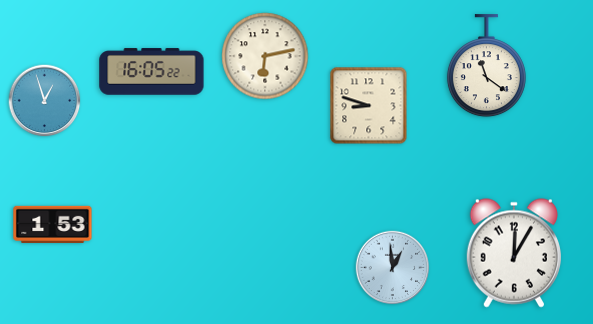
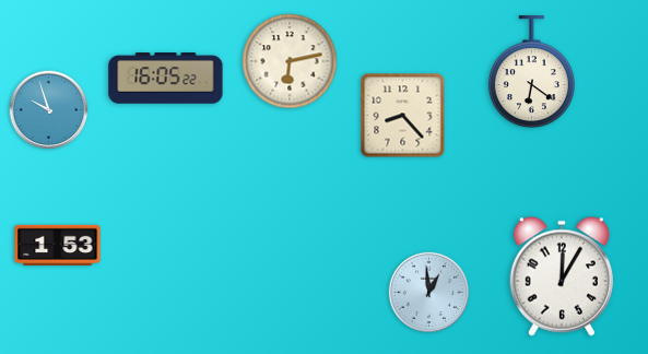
clock at (486, 66): 11:21 -> 6:21
clock at (45, 101): 12:57 -> 9:57
clock at (369, 106): 8:48 -> 8:23
